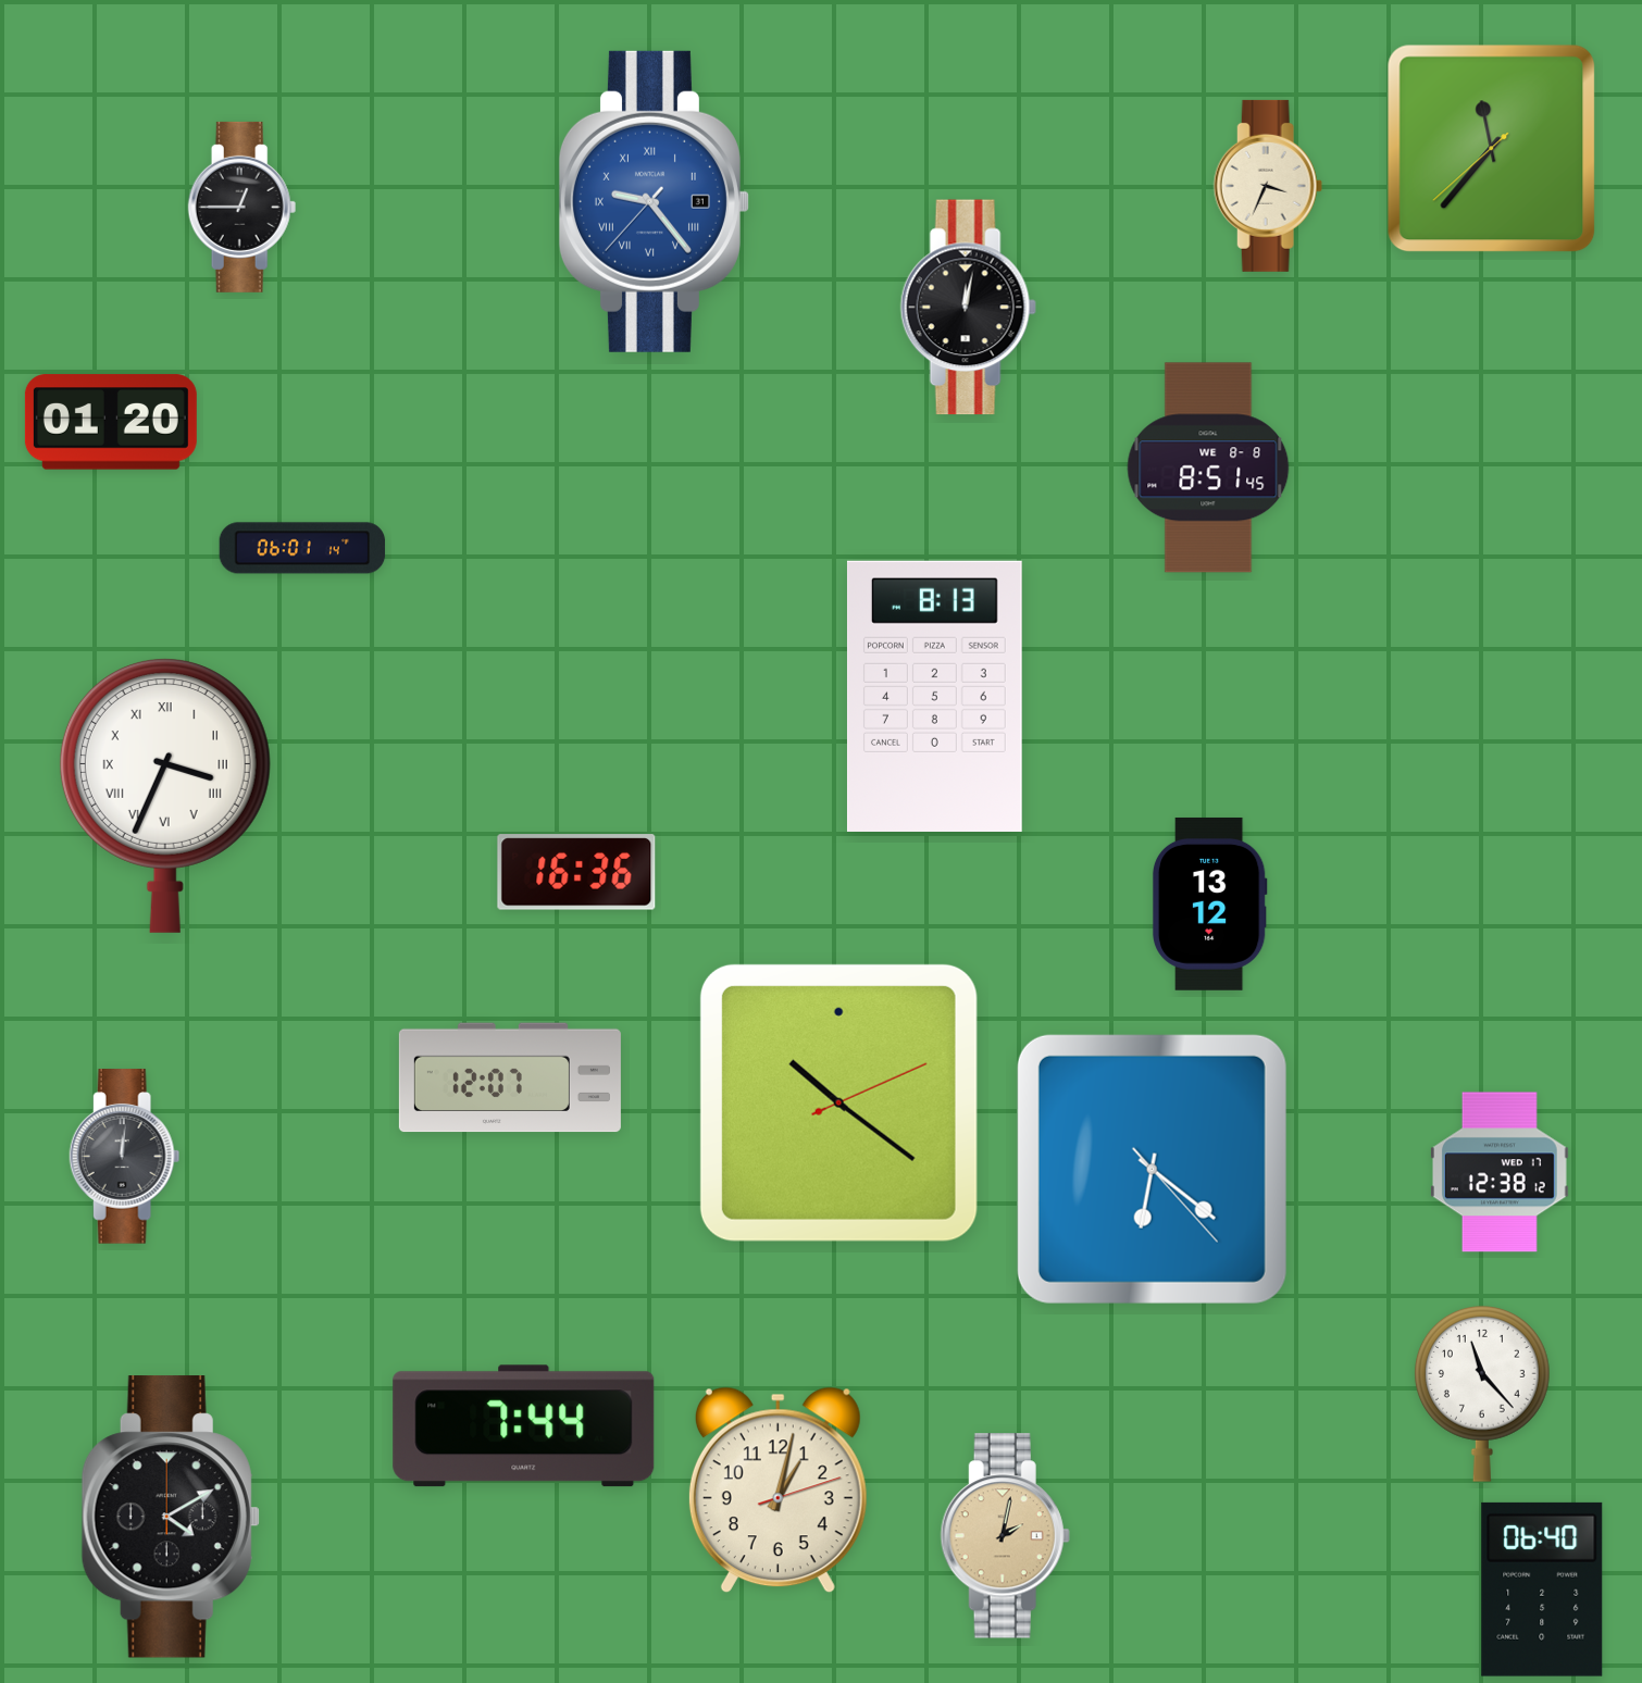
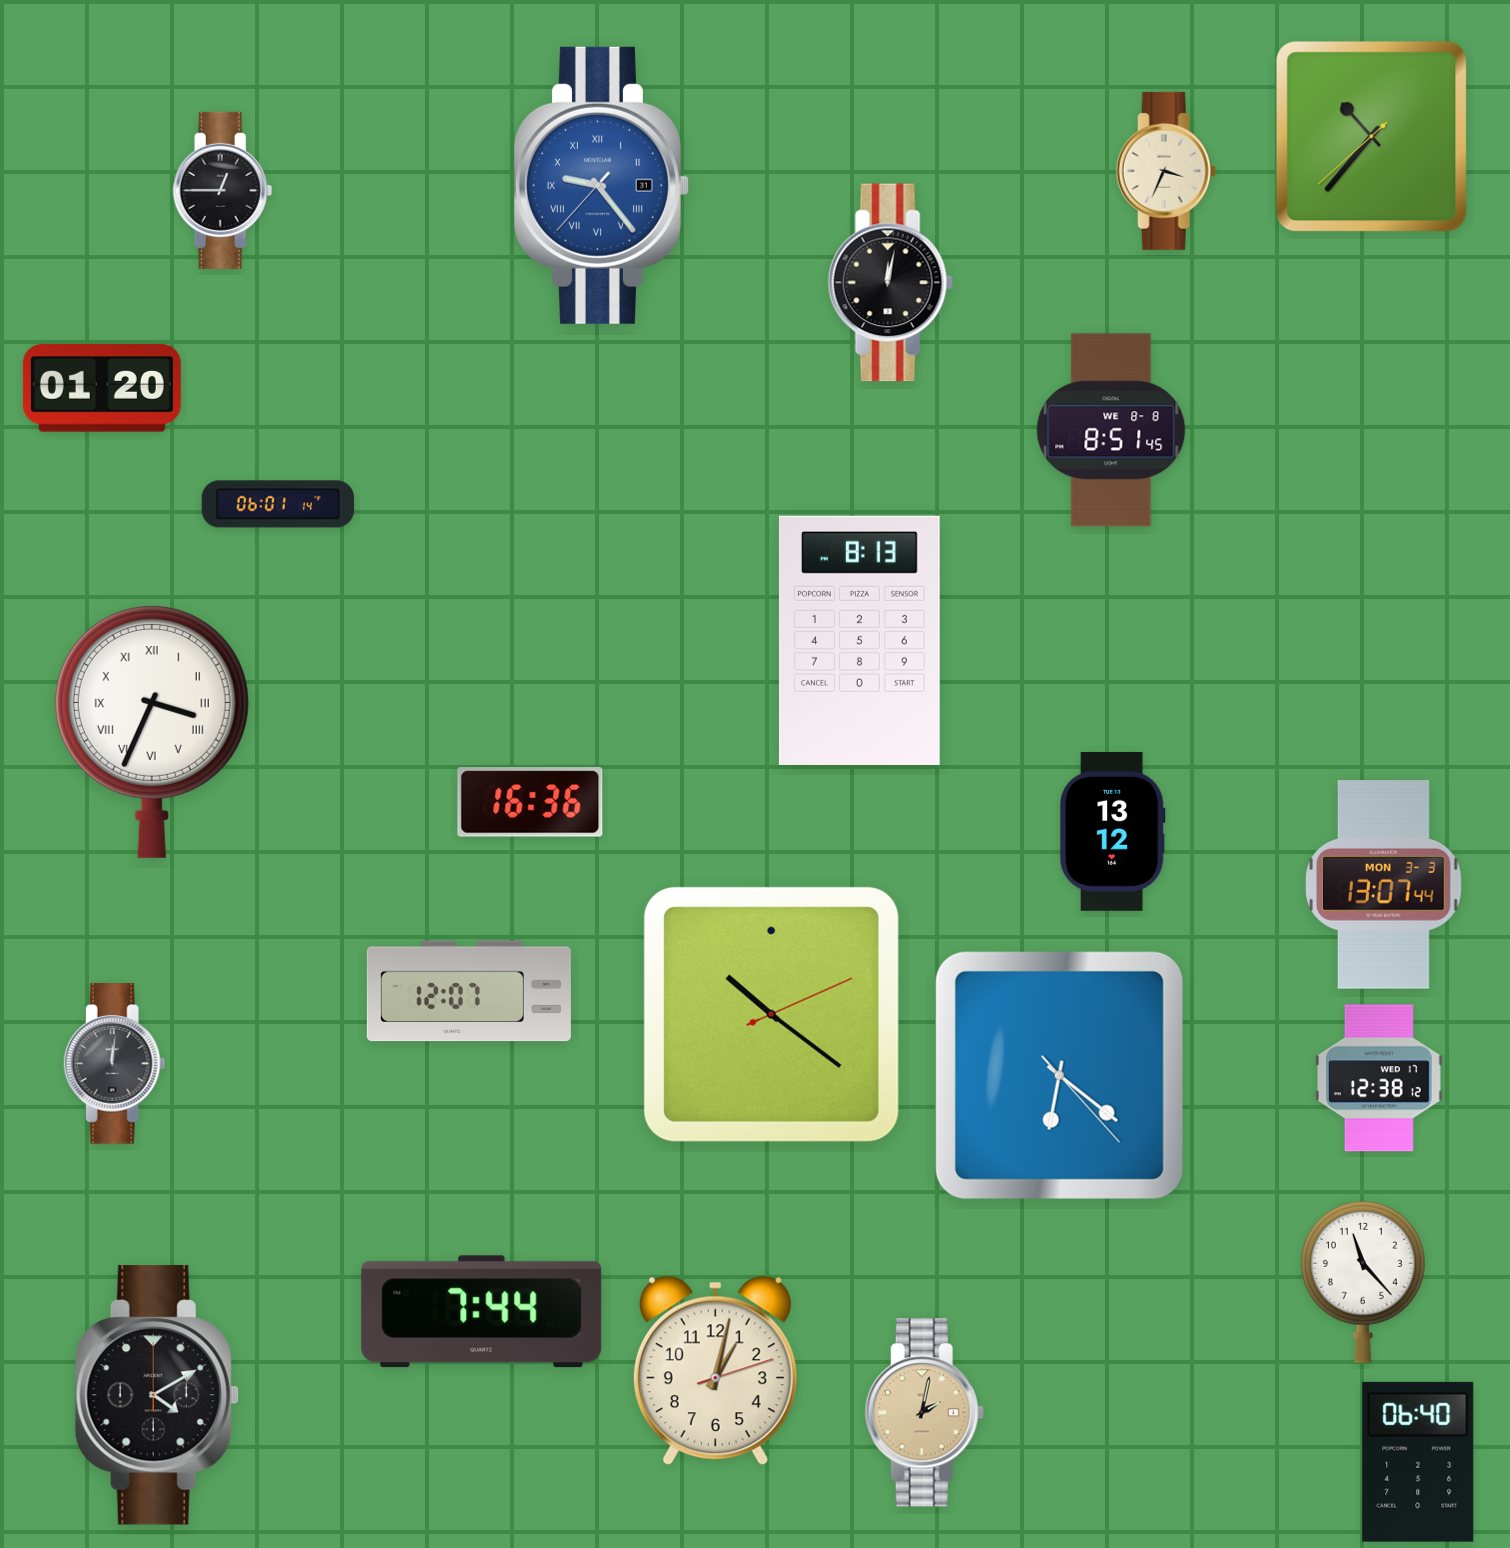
clock at (1492, 149): 11:36 -> 10:36
clock at (1384, 885): none -> 13:07
